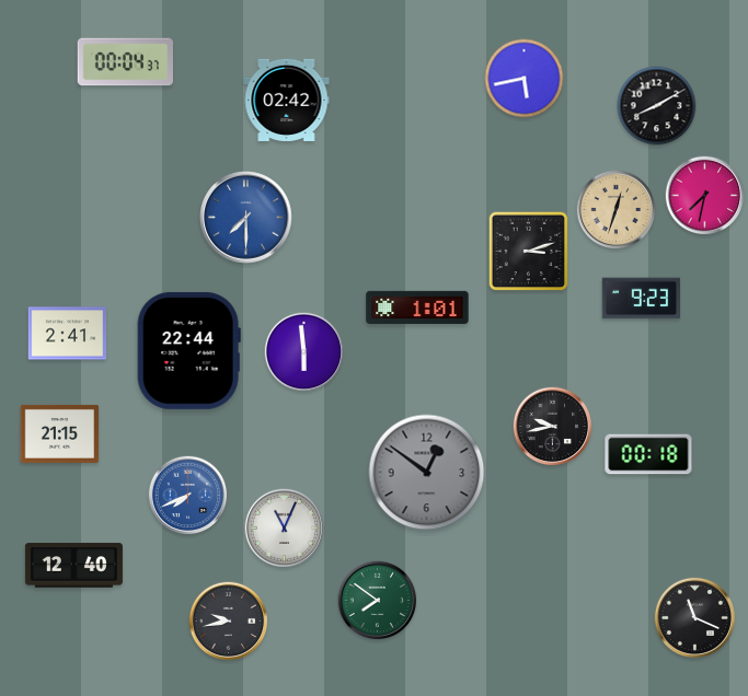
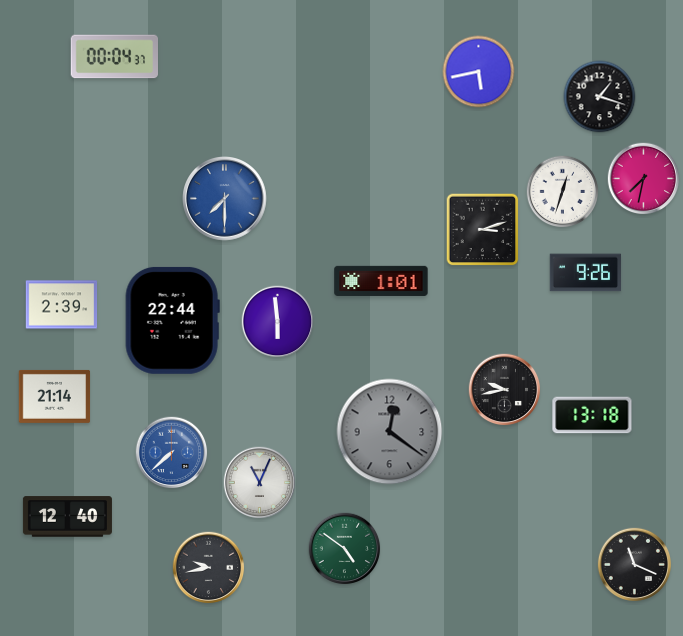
clock at (287, 100): 02:42 -> none
clock at (657, 106): 8:10 -> 1:18
clock at (617, 210) dial: champagne -> white
clock at (641, 299): 9:23 -> 9:26
clock at (68, 334): 2:41 -> 2:39
clock at (60, 433): 21:15 -> 21:14
clock at (648, 454): 00:18 -> 13:18
clock at (427, 473): 12:51 -> 12:21
clock at (188, 496): 7:41 -> 7:38
clock at (378, 601): 7:51 -> 4:51
